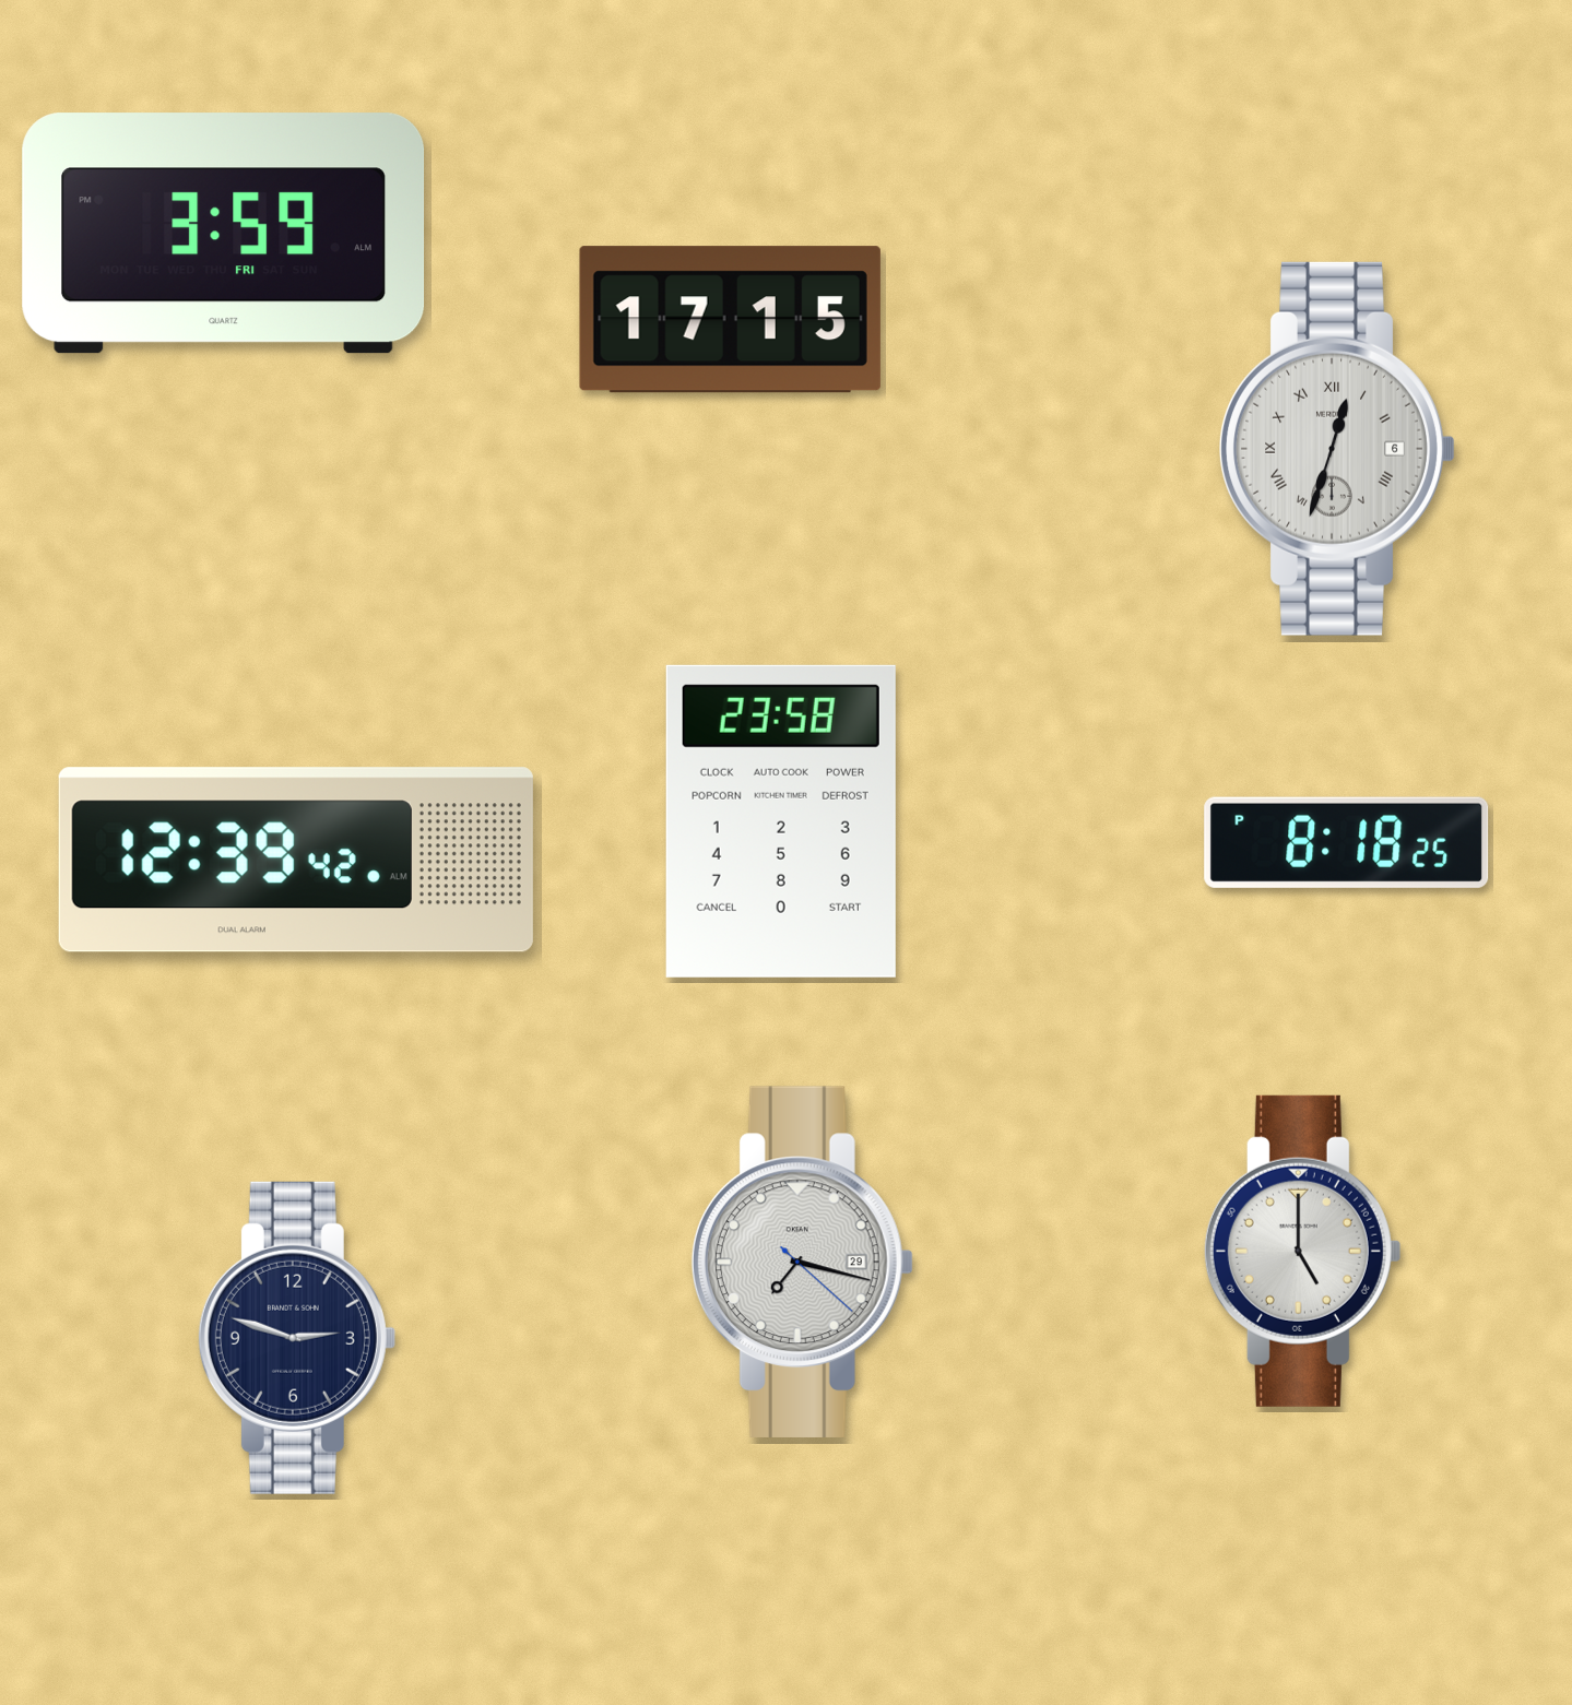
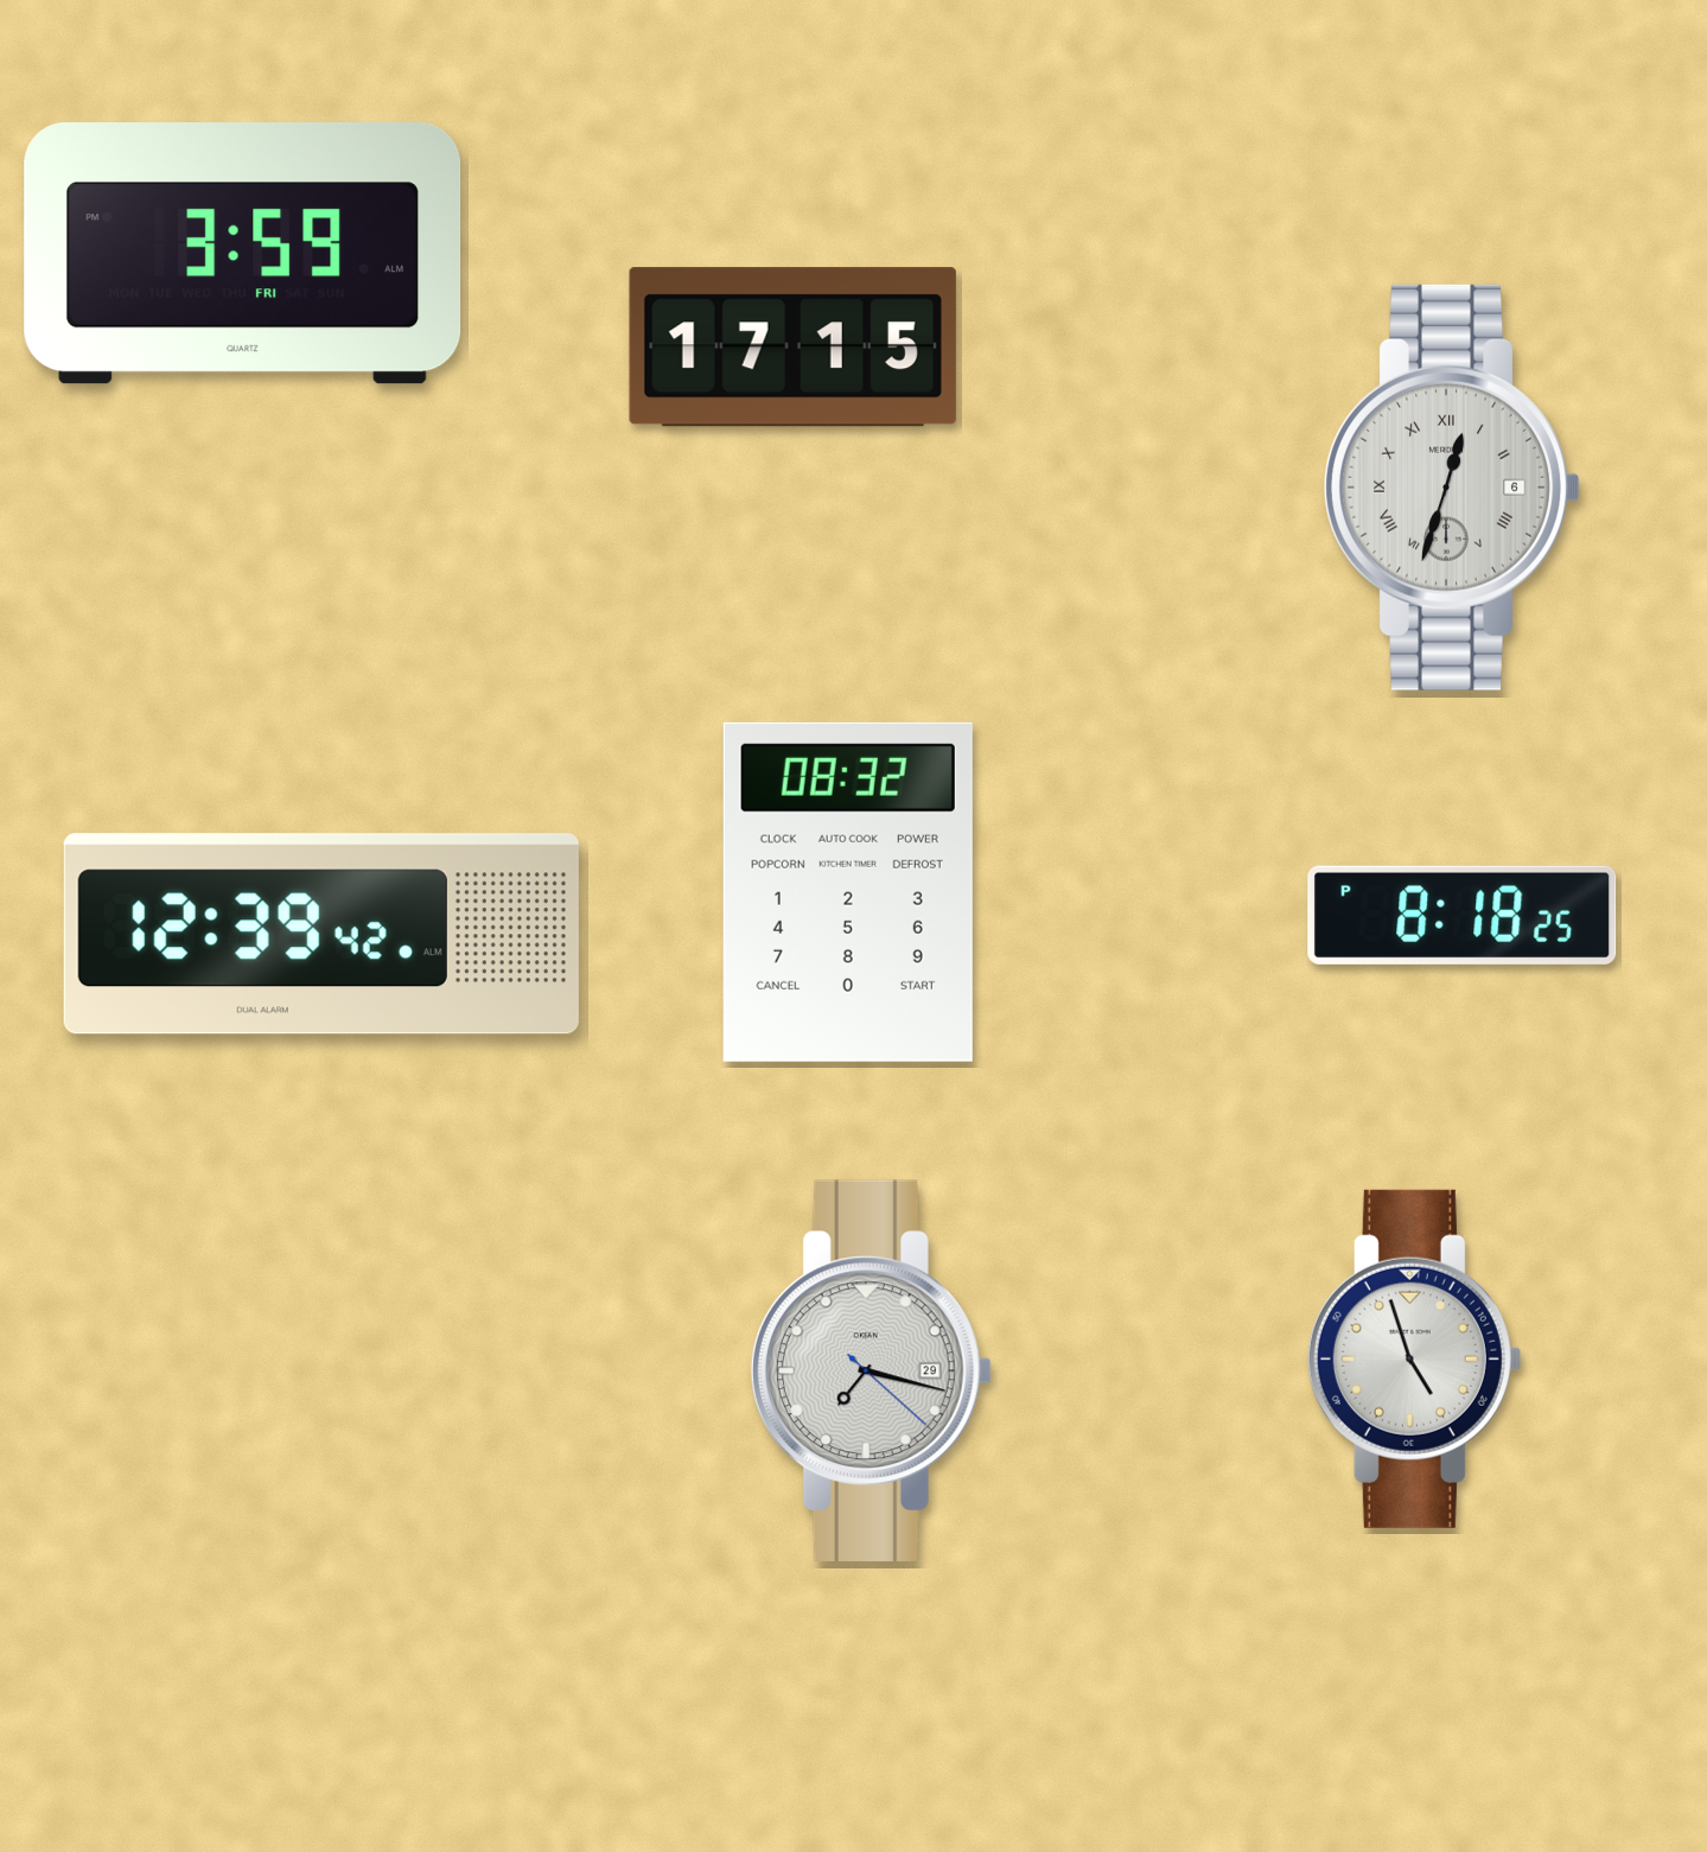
clock at (781, 821): 23:58 -> 08:32
clock at (1302, 1251): 5:00 -> 4:57
clock at (296, 1338): 2:48 -> none
